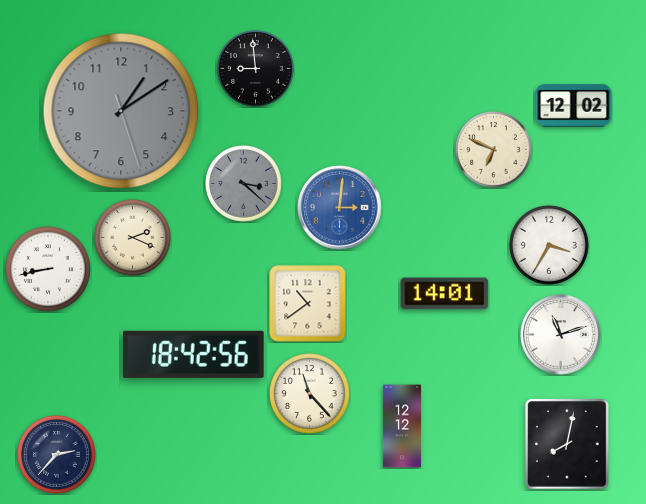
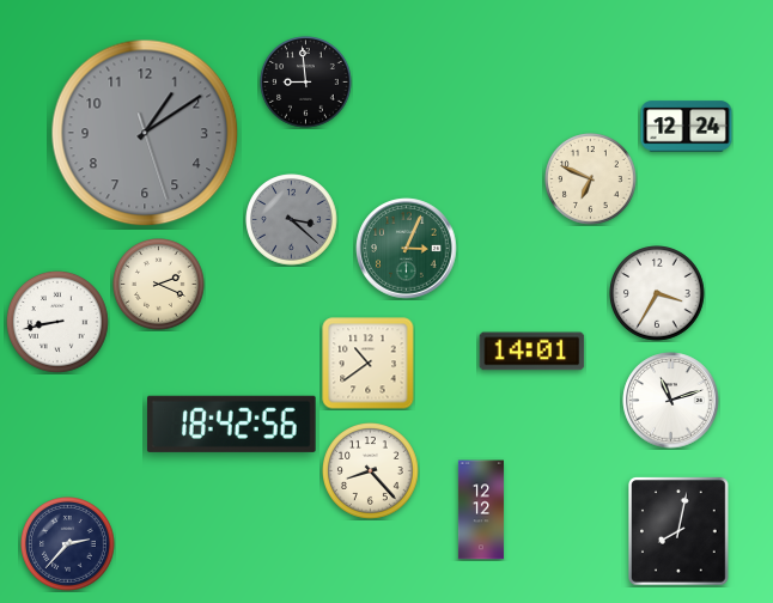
clock at (574, 106): 12:02 -> 12:24
clock at (340, 208): 3:01 -> 3:04
clock at (340, 208) dial: blue -> green
clock at (310, 394): 11:23 -> 8:23
